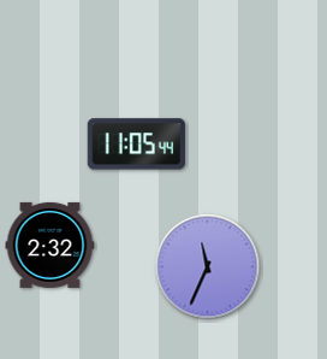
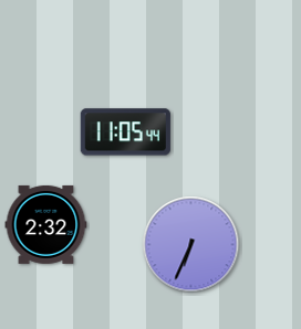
clock at (208, 267): 11:34 -> 6:34
